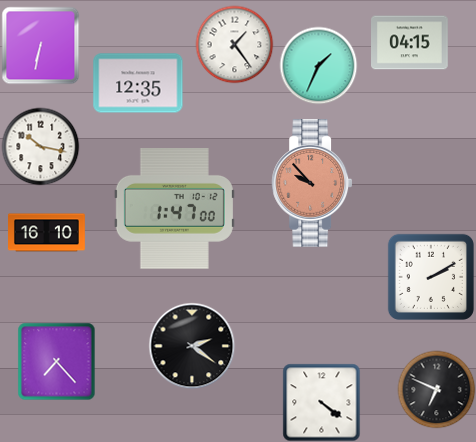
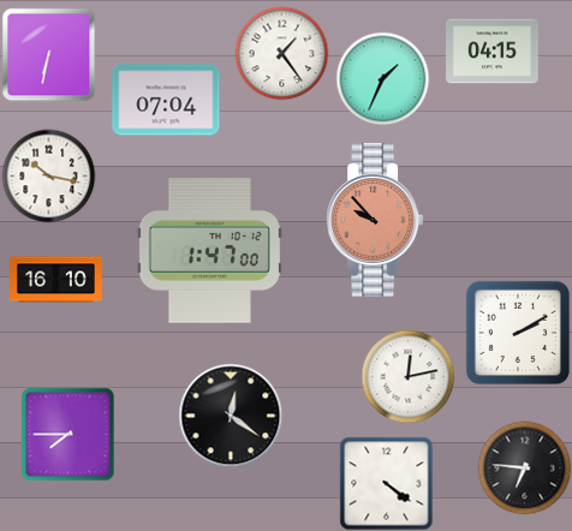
clock at (138, 83): 12:35 -> 07:04
clock at (407, 376): none -> 12:13
clock at (192, 346): 2:21 -> 12:21
clock at (56, 361): 7:23 -> 7:45
clock at (436, 389): 6:49 -> 6:46
